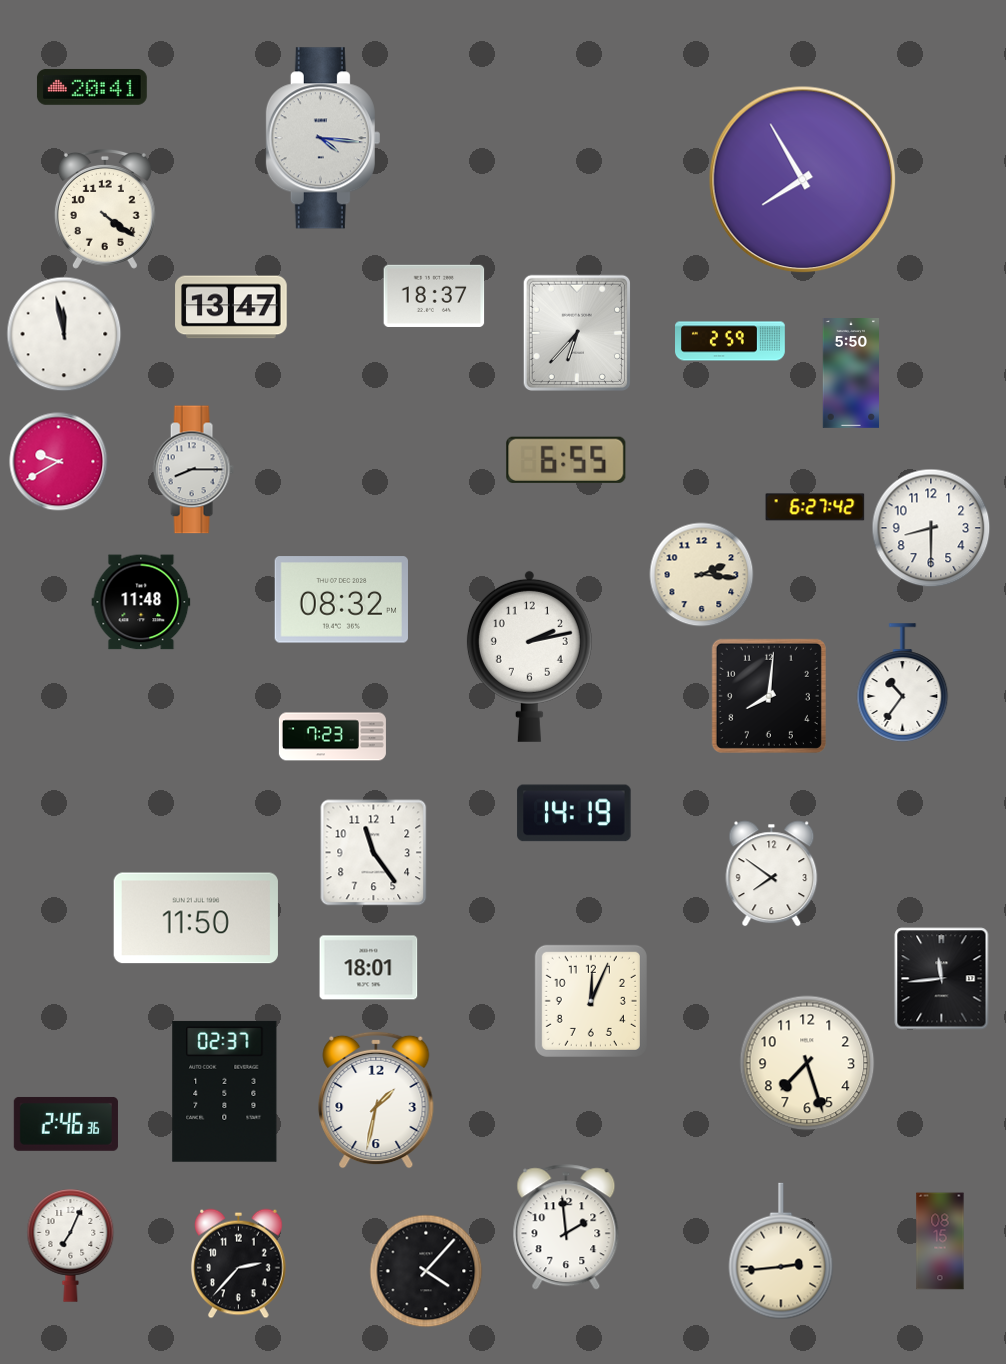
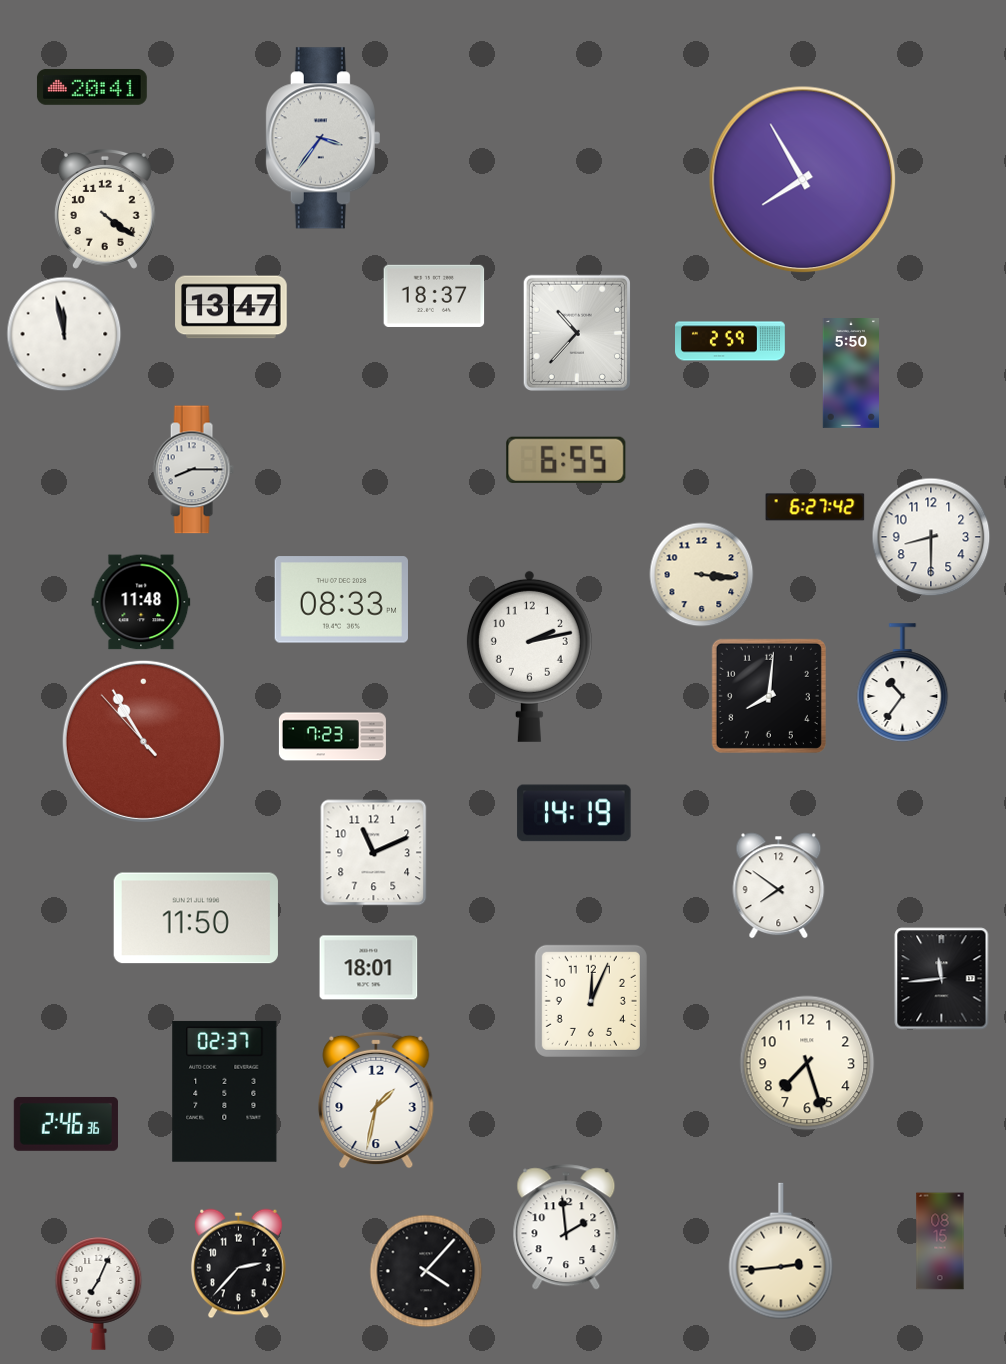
clock at (323, 138): 4:16 -> 3:36
clock at (577, 333): 6:37 -> 10:37
clock at (59, 462): 9:40 -> none
clock at (931, 528) position: (931, 528) -> (931, 537)
clock at (702, 575): 2:16 -> 3:16
clock at (341, 600): 08:32 -> 08:33
clock at (143, 741): none -> 10:54
clock at (374, 853): 11:24 -> 11:11
clock at (772, 874) position: (772, 874) -> (779, 886)
clock at (71, 1246) position: (71, 1246) -> (99, 1294)
